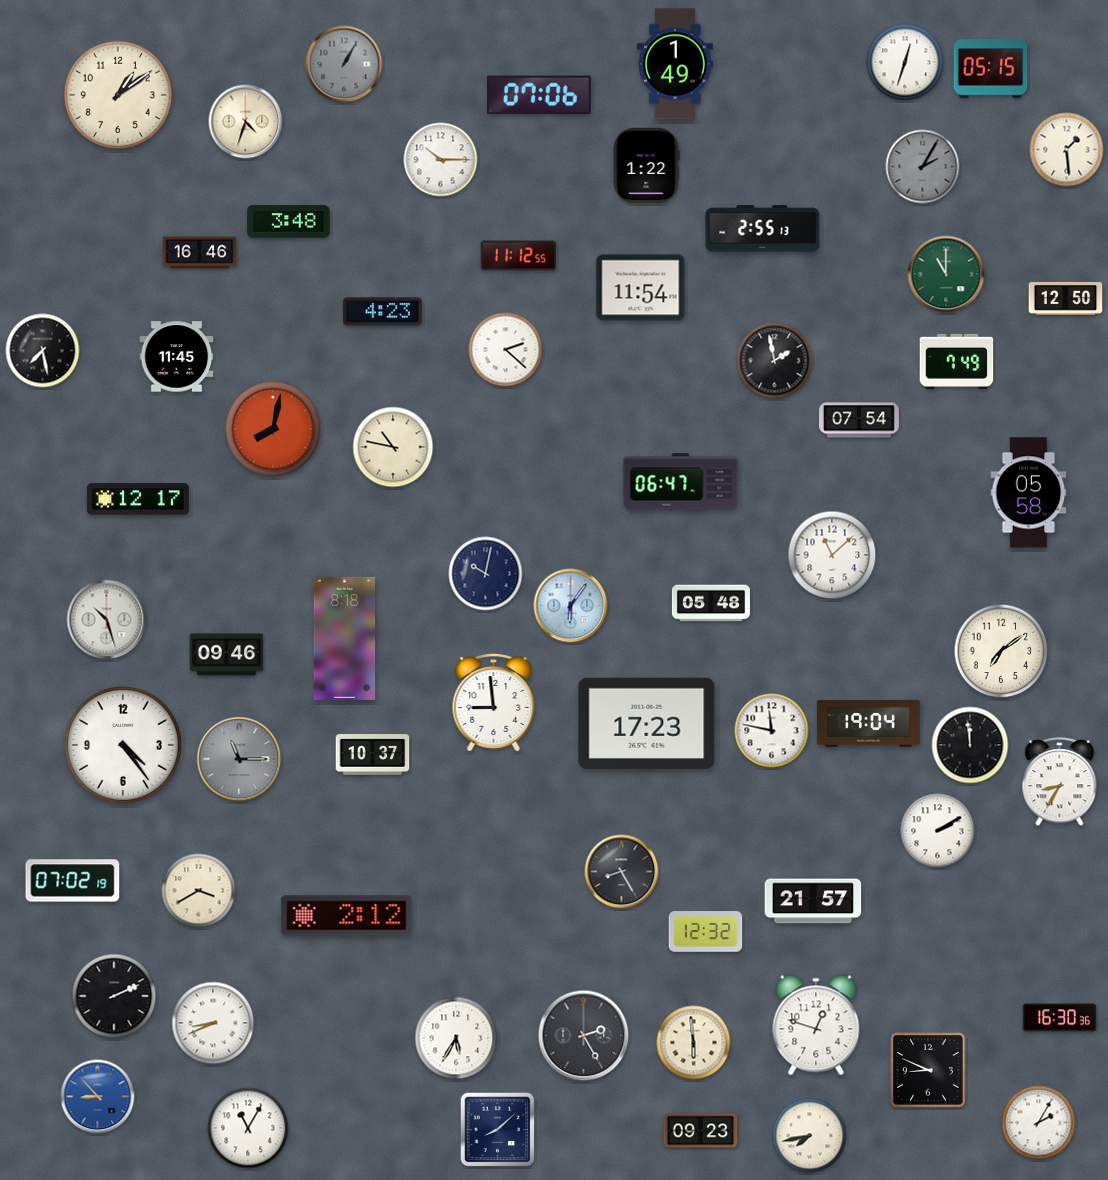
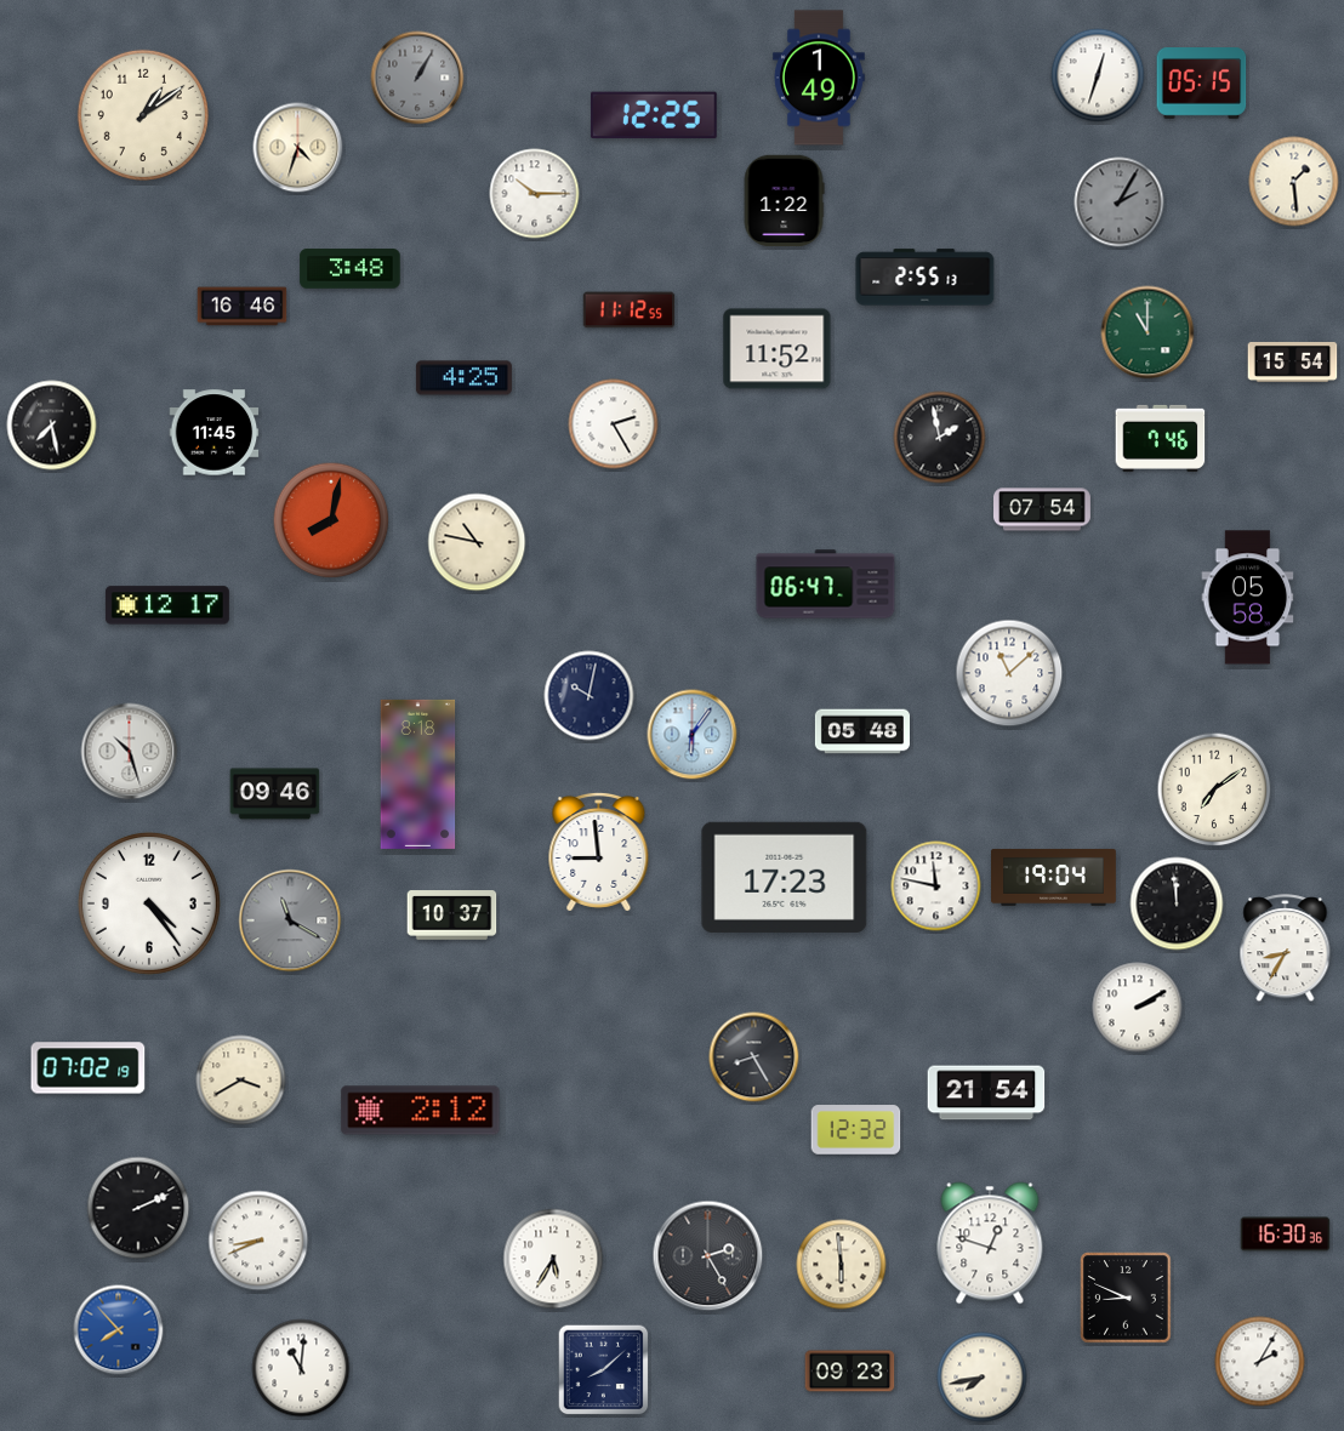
clock at (539, 95): 07:06 -> 12:25
clock at (641, 288): 11:54 -> 11:52
clock at (1066, 298): 12:50 -> 15:54
clock at (382, 312): 4:23 -> 4:25
clock at (506, 350): 2:22 -> 2:25
clock at (957, 361): 7:49 -> 7:46
clock at (239, 759): 11:15 -> 11:20
clock at (813, 901): 21:57 -> 21:54
clock at (98, 1097): 8:53 -> 7:53
clock at (248, 1128): 11:05 -> 11:01
